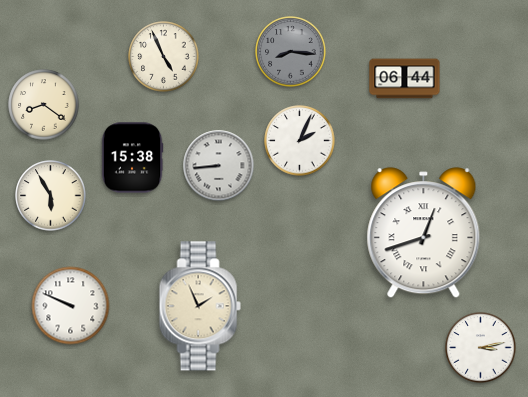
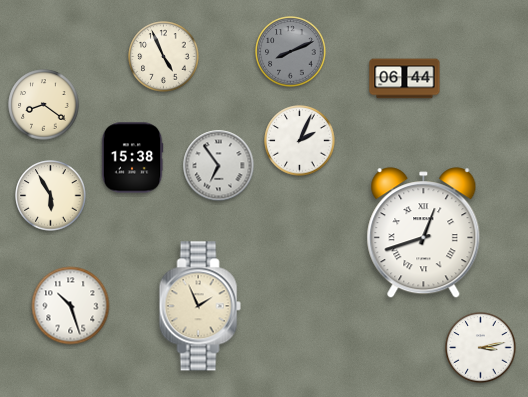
clock at (291, 52): 8:16 -> 8:11
clock at (219, 166): 8:44 -> 6:54
clock at (71, 306): 9:49 -> 10:27
